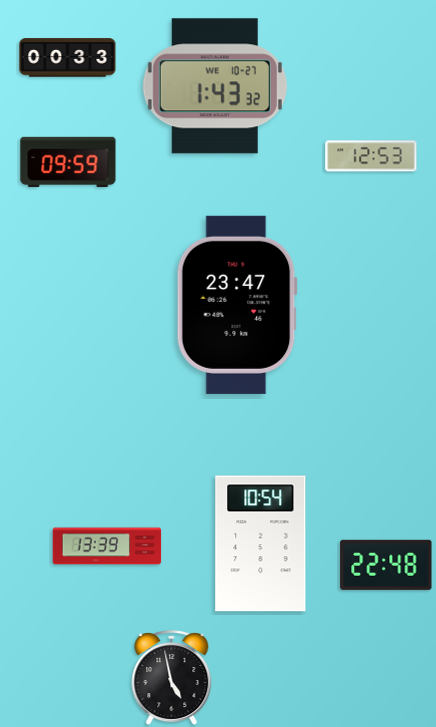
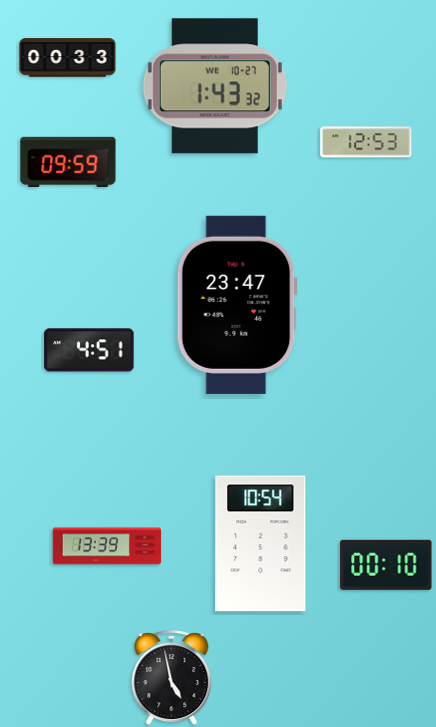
clock at (371, 156) position: (371, 156) -> (366, 142)
clock at (89, 350): none -> 4:51
clock at (386, 565): 22:48 -> 00:10
